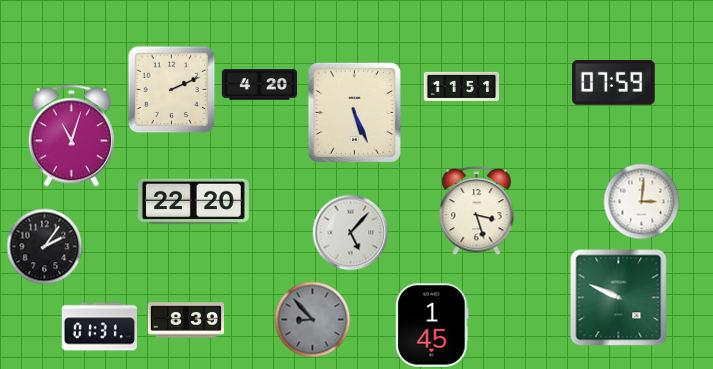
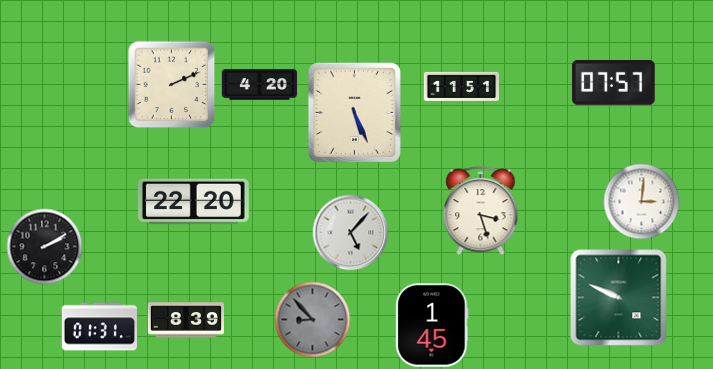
clock at (614, 83): 07:59 -> 07:57
clock at (172, 90) position: (172, 90) -> (172, 85)
clock at (71, 136): 11:03 -> none
clock at (477, 211) position: (477, 211) -> (481, 211)
clock at (45, 247): 2:06 -> 2:10
